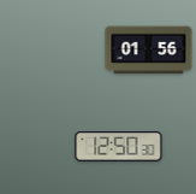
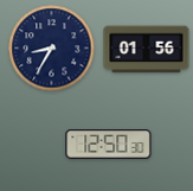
clock at (52, 49): none -> 8:35
clock at (119, 147) position: (119, 147) -> (109, 145)
